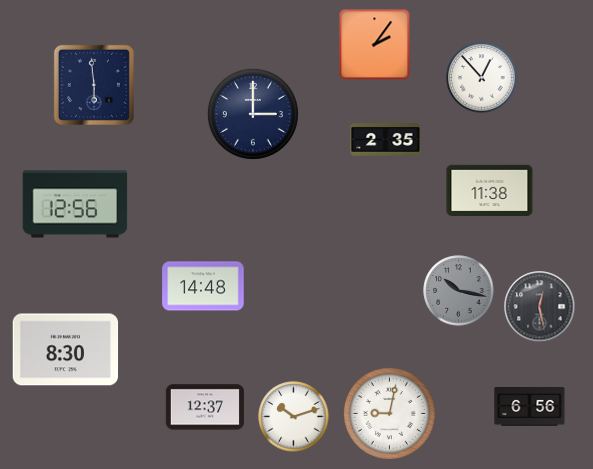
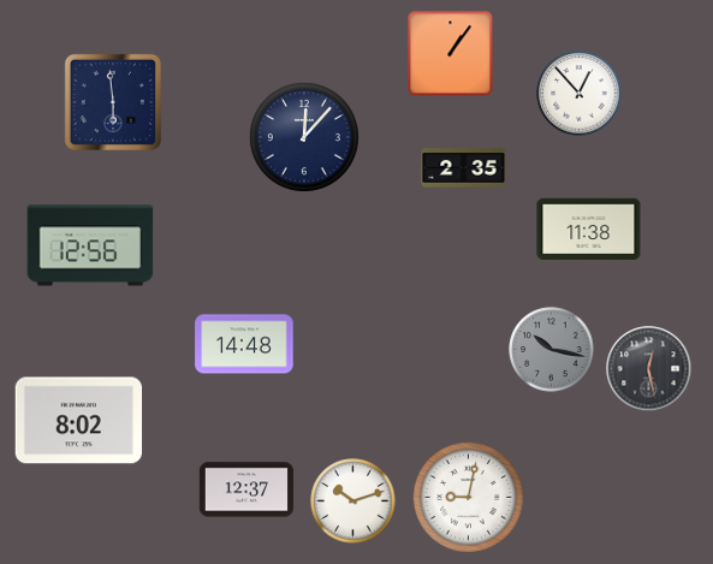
clock at (375, 45): 2:06 -> 1:06
clock at (253, 114): 3:00 -> 12:07
clock at (66, 350): 8:30 -> 8:02
clock at (530, 407): 6:56 -> none
